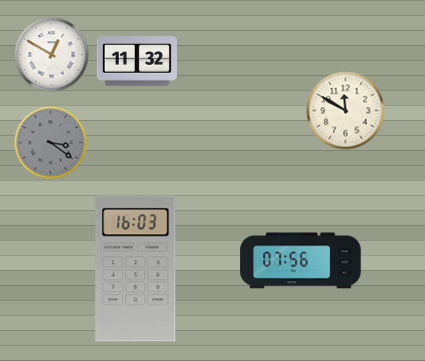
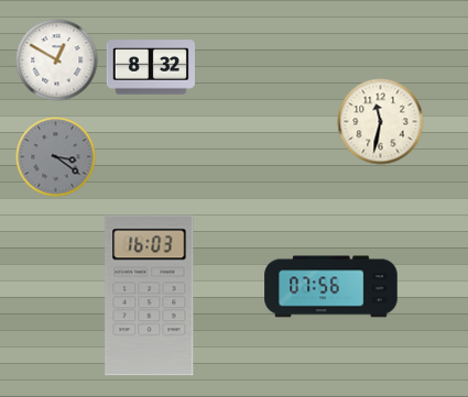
clock at (137, 61): 11:32 -> 8:32
clock at (346, 111): 11:50 -> 11:32
